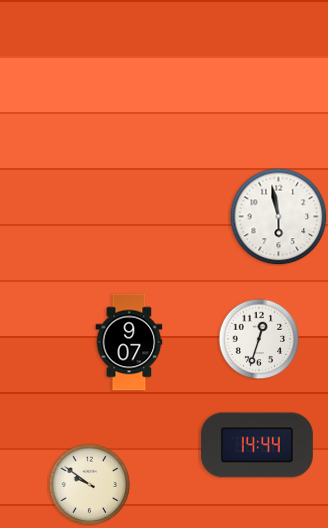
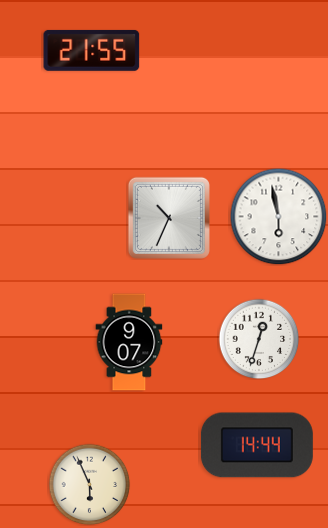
clock at (92, 50): none -> 21:55
clock at (169, 218): none -> 10:34
clock at (89, 484): 9:51 -> 5:56
